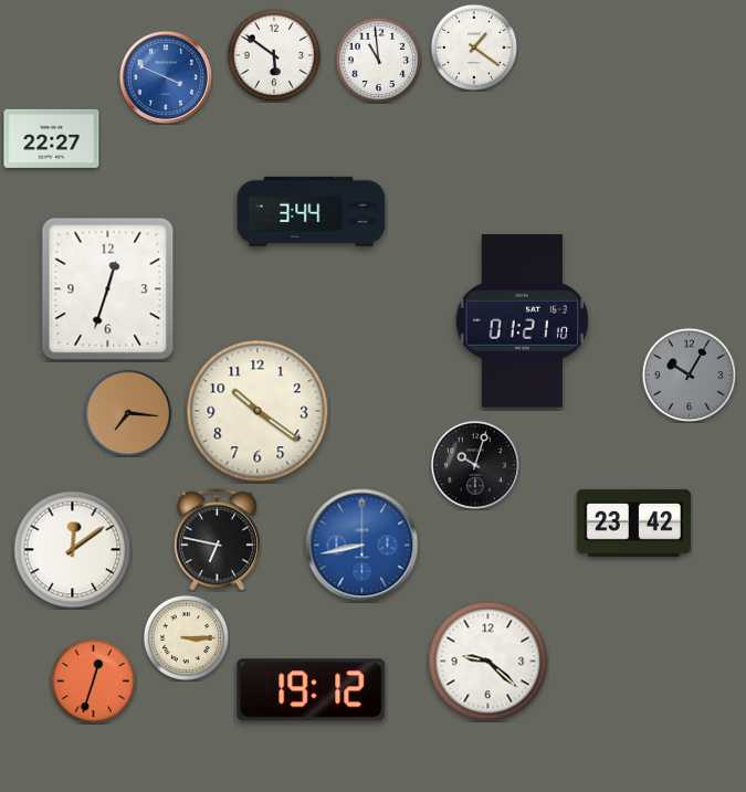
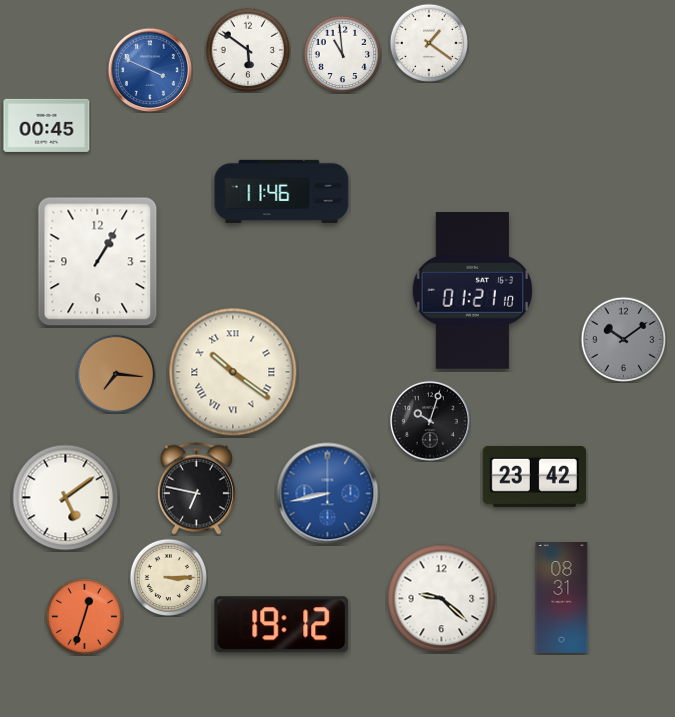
clock at (52, 138): 22:27 -> 00:45
clock at (312, 211): 3:44 -> 11:46
clock at (108, 289): 12:33 -> 1:05
clock at (689, 374): 10:05 -> 10:09
clock at (258, 411) numerals: Arabic -> Roman
clock at (633, 522) position: (633, 522) -> (534, 476)
clock at (73, 550): 12:09 -> 5:09
clock at (562, 598): none -> 08:31
